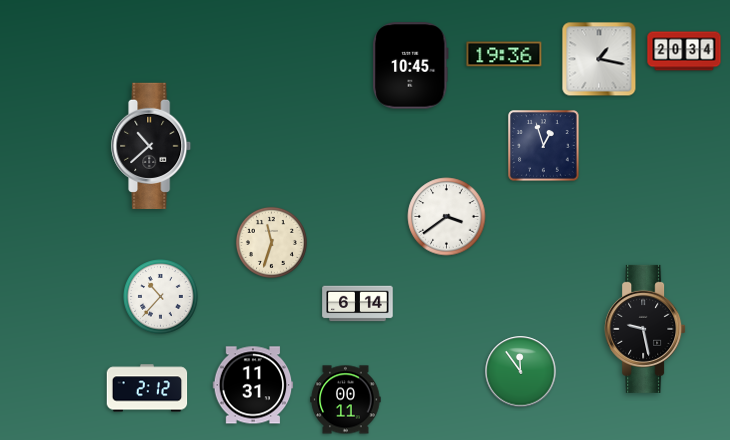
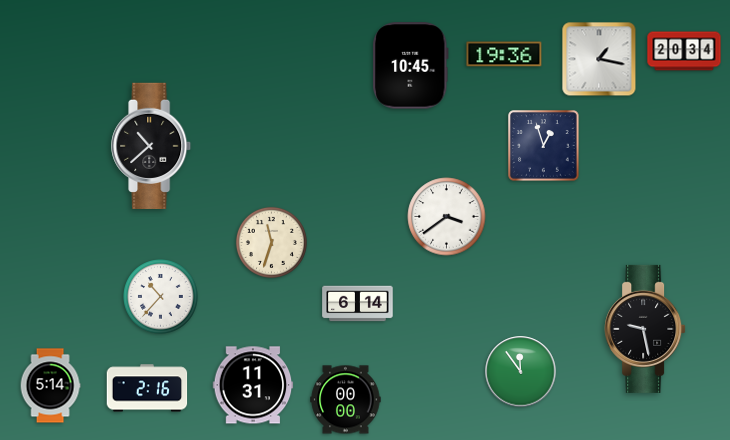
clock at (50, 386): none -> 5:14
clock at (147, 388): 2:12 -> 2:16
clock at (346, 400): 00:11 -> 00:00
